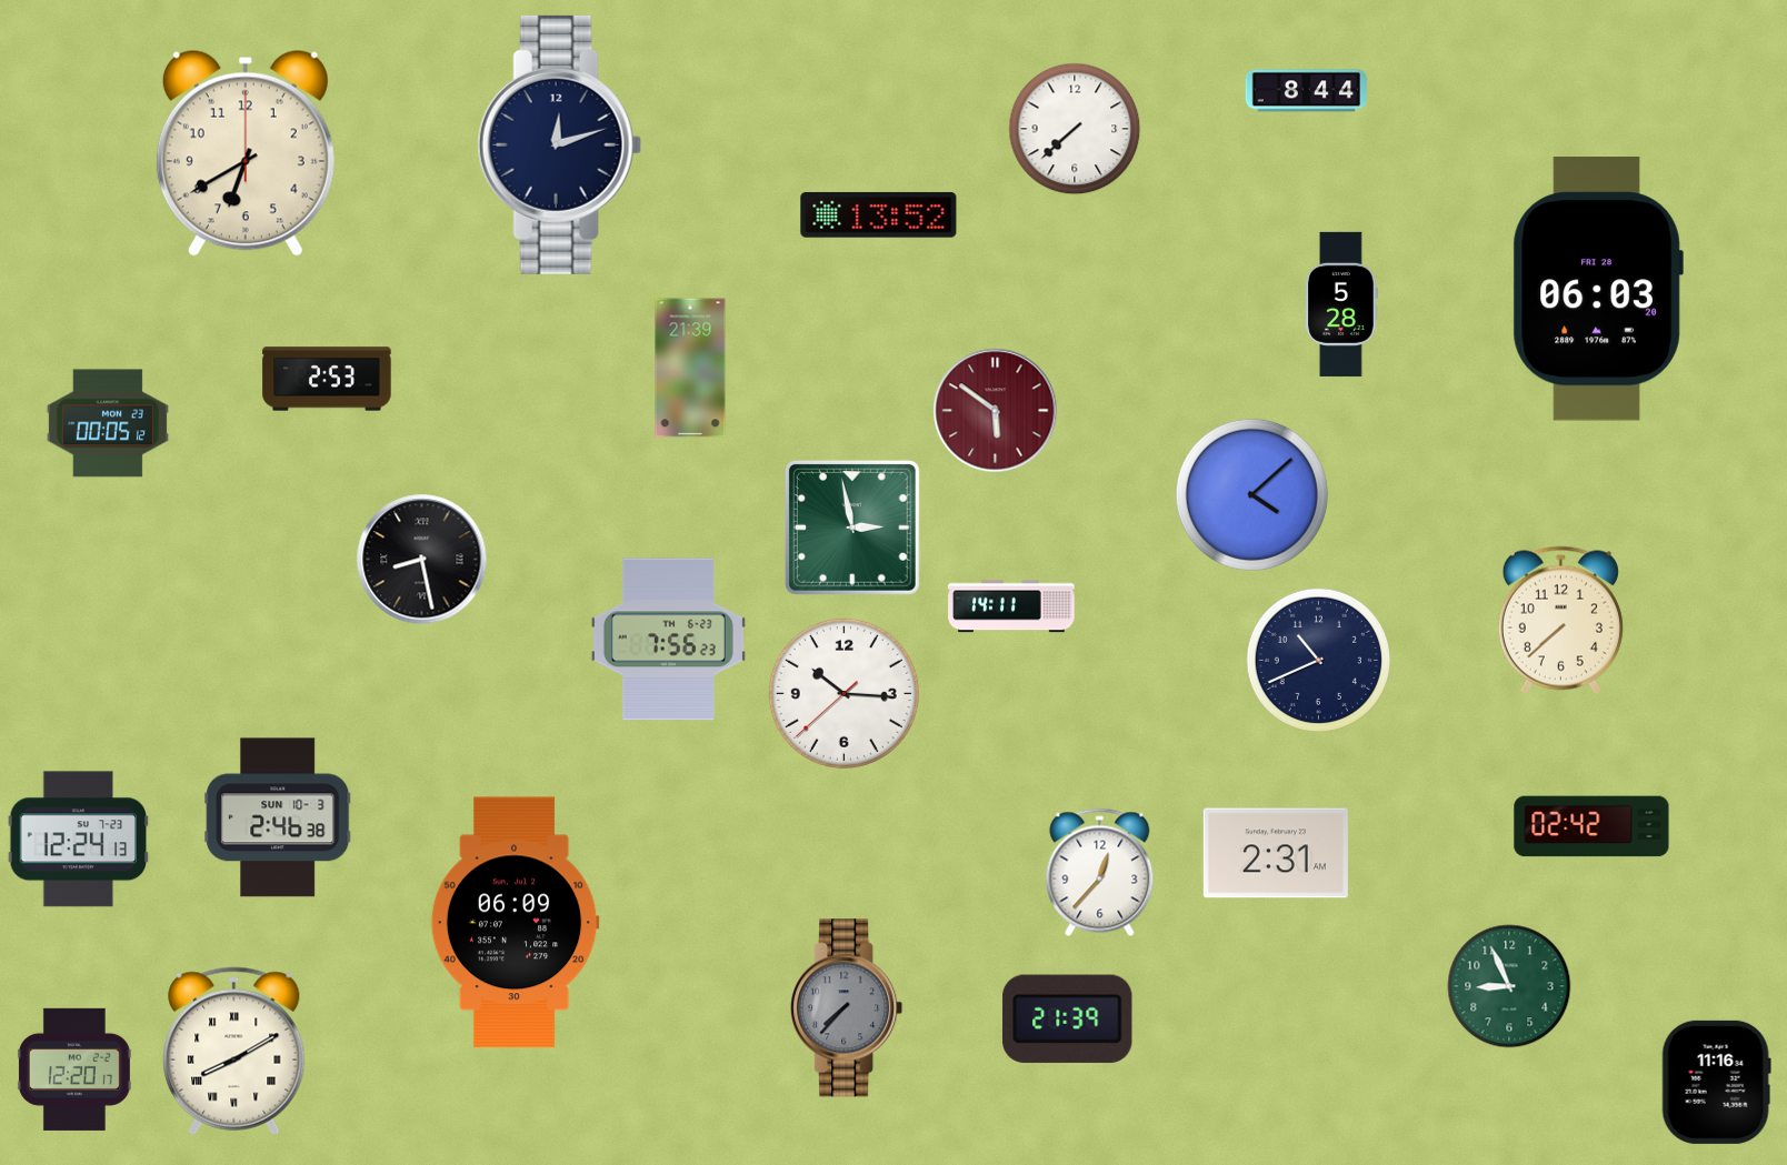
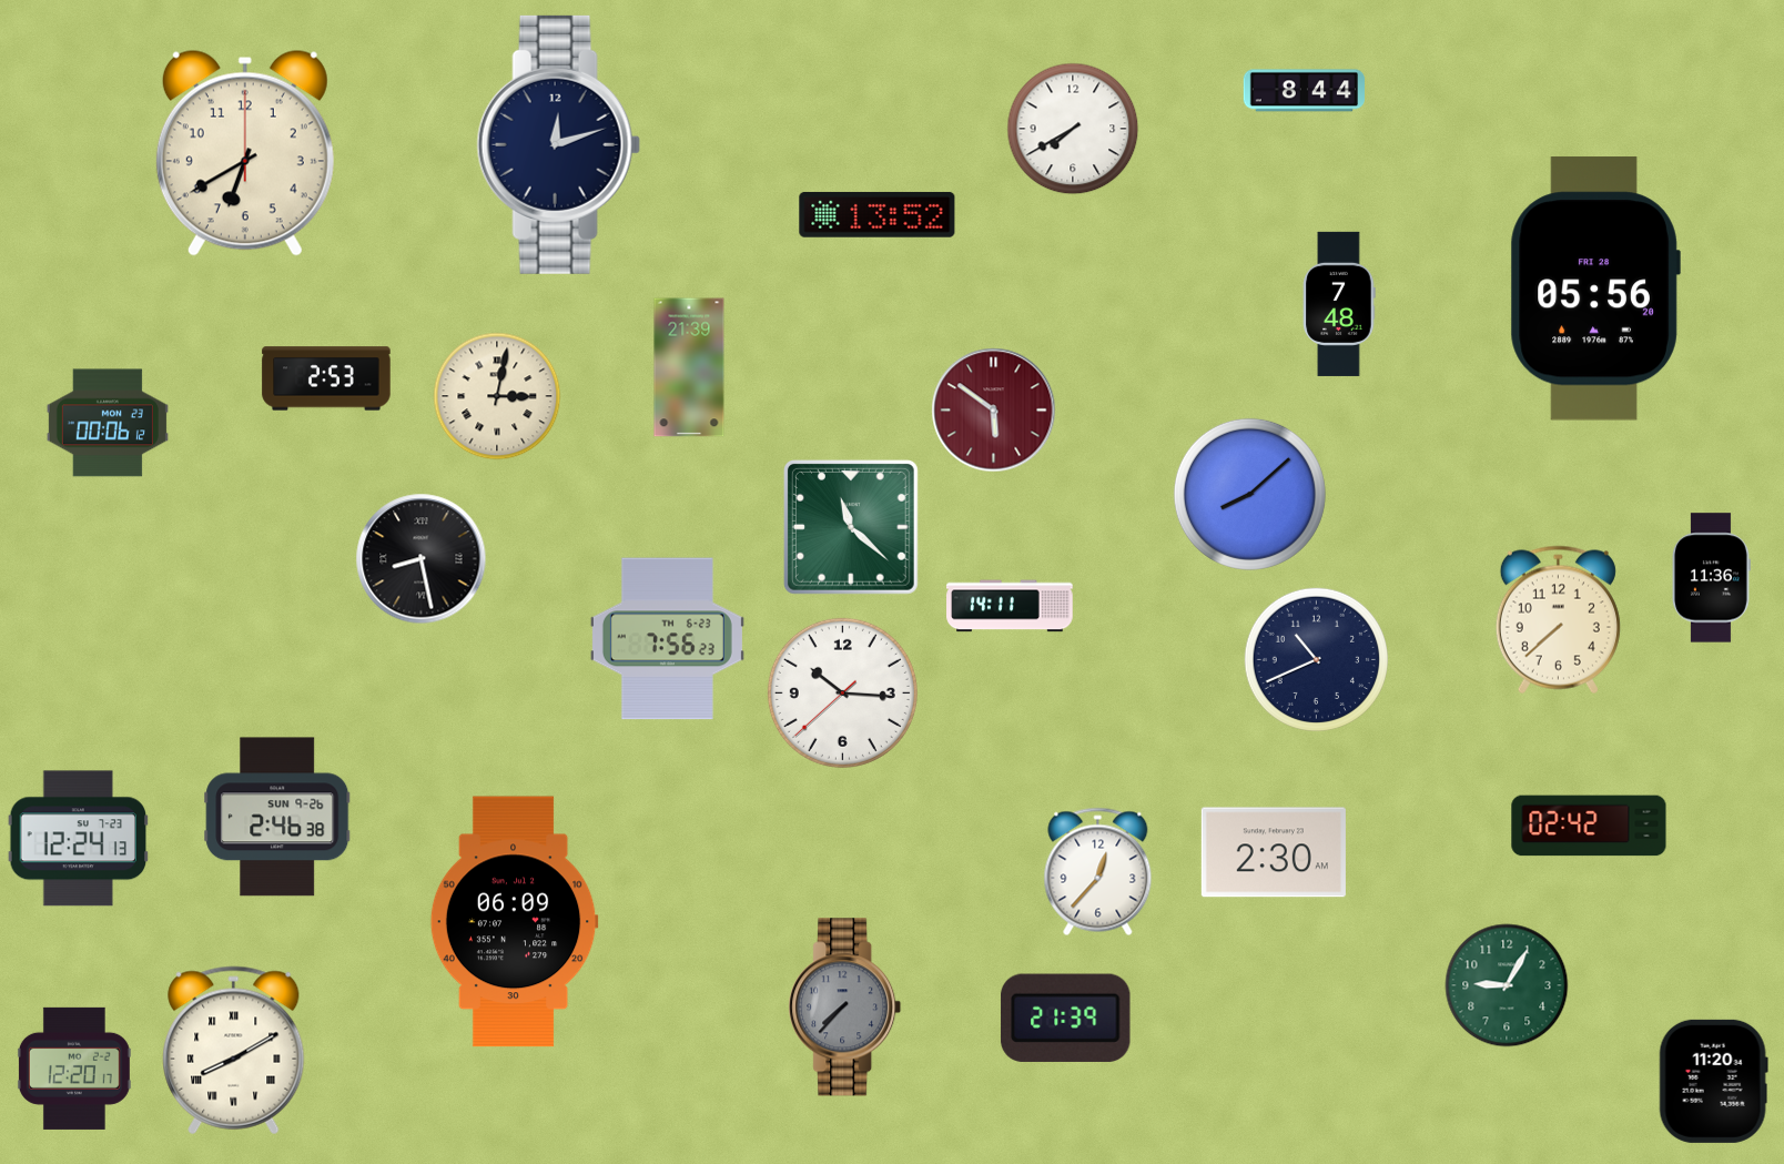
clock at (1075, 129): 7:38 -> 7:40
clock at (1598, 289): 06:03 -> 05:56
clock at (1341, 304): 5:28 -> 7:48
clock at (497, 396): none -> 3:02
clock at (108, 423): 00:05 -> 00:06
clock at (1251, 494): 4:08 -> 8:08
clock at (852, 528): 2:58 -> 11:22
clock at (1711, 578): none -> 11:36
clock at (278, 817) date: SUN 10-3 -> SUN 9-26
clock at (1276, 853): 2:31 -> 2:30
clock at (1509, 986): 8:56 -> 9:05
clock at (1716, 1082): 11:16 -> 11:20
